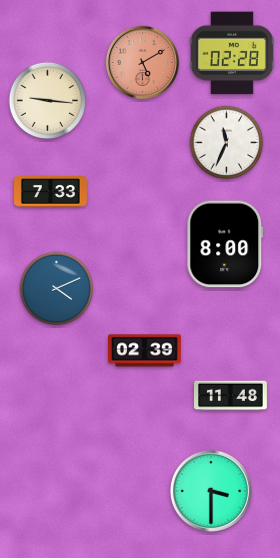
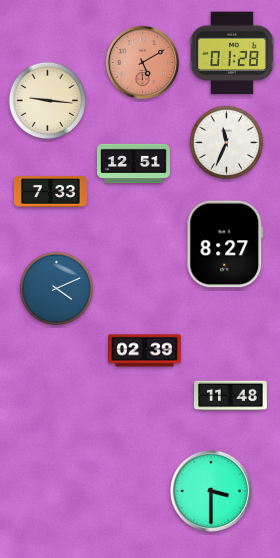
clock at (232, 53): 02:28 -> 01:28
clock at (134, 163): none -> 12:51
clock at (225, 244): 8:00 -> 8:27
